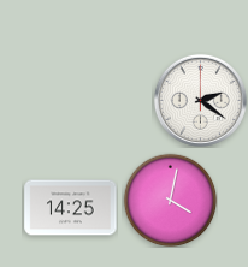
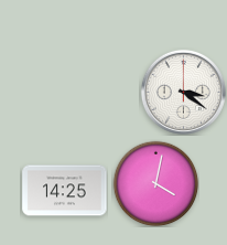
clock at (200, 100): 2:21 -> 3:21
